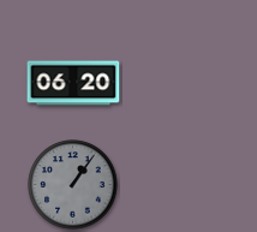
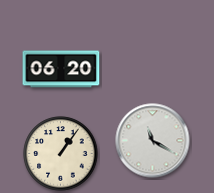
clock at (153, 141): none -> 11:20
clock at (73, 185) dial: grey -> cream
